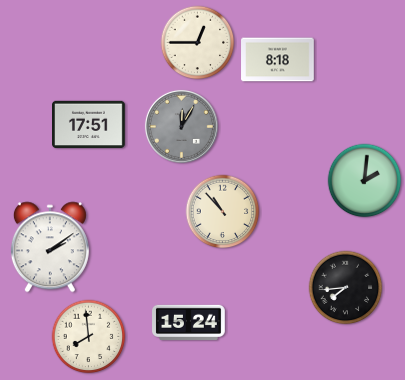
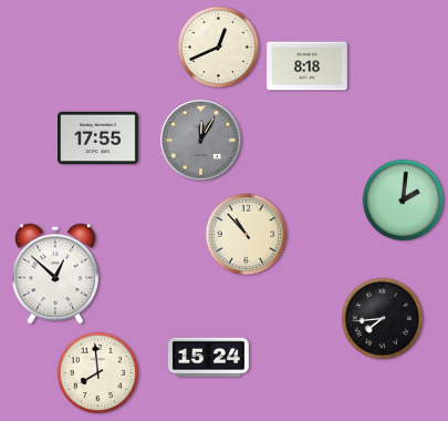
clock at (198, 43): 12:45 -> 12:41
clock at (89, 125): 17:51 -> 17:55
clock at (50, 247): 2:09 -> 12:52
